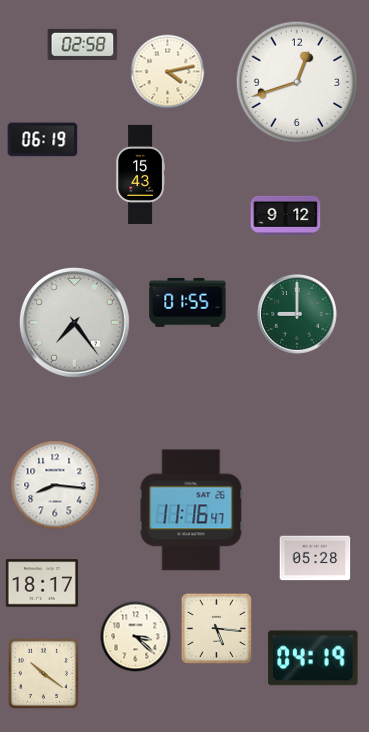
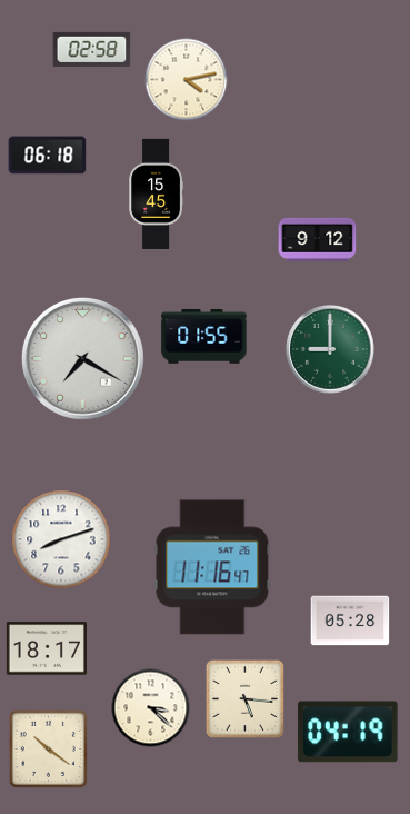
clock at (297, 82): 12:42 -> none
clock at (43, 140): 06:19 -> 06:18
clock at (140, 174): 15:43 -> 15:45
clock at (188, 302) position: (188, 302) -> (204, 336)
clock at (75, 323): 7:24 -> 7:20
clock at (55, 485): 8:16 -> 8:12
clock at (216, 628) position: (216, 628) -> (244, 698)
